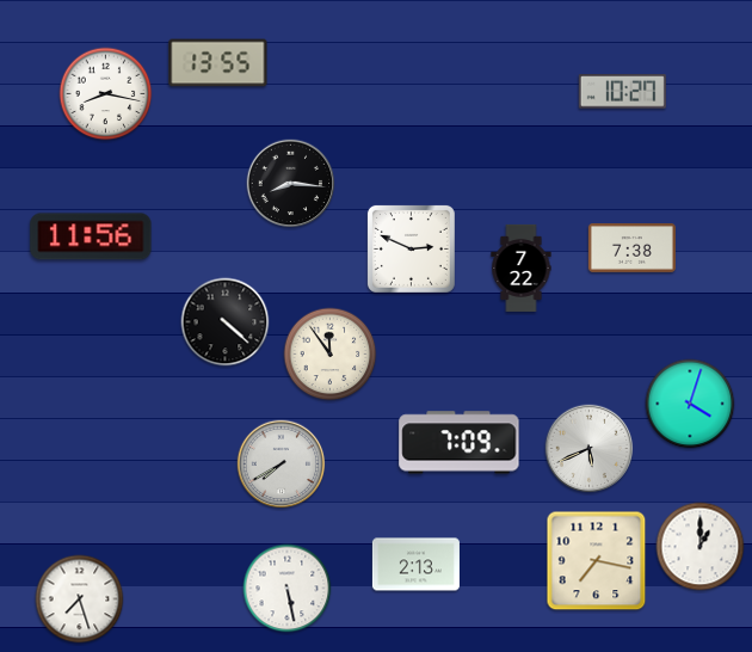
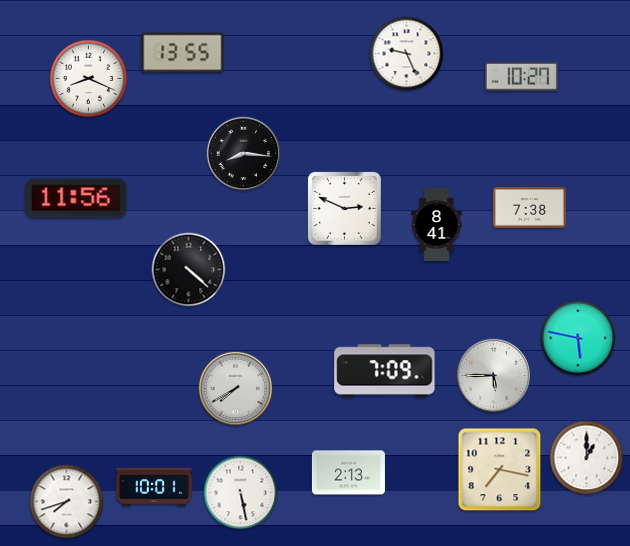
clock at (407, 54): none -> 9:26
clock at (106, 94): 8:17 -> 8:19
clock at (522, 267): 7:22 -> 8:41
clock at (331, 355): 11:54 -> none
clock at (690, 404): 4:03 -> 5:47
clock at (590, 449): 5:41 -> 5:45
clock at (154, 487): none -> 10:01
clock at (80, 599): 7:27 -> 7:42
